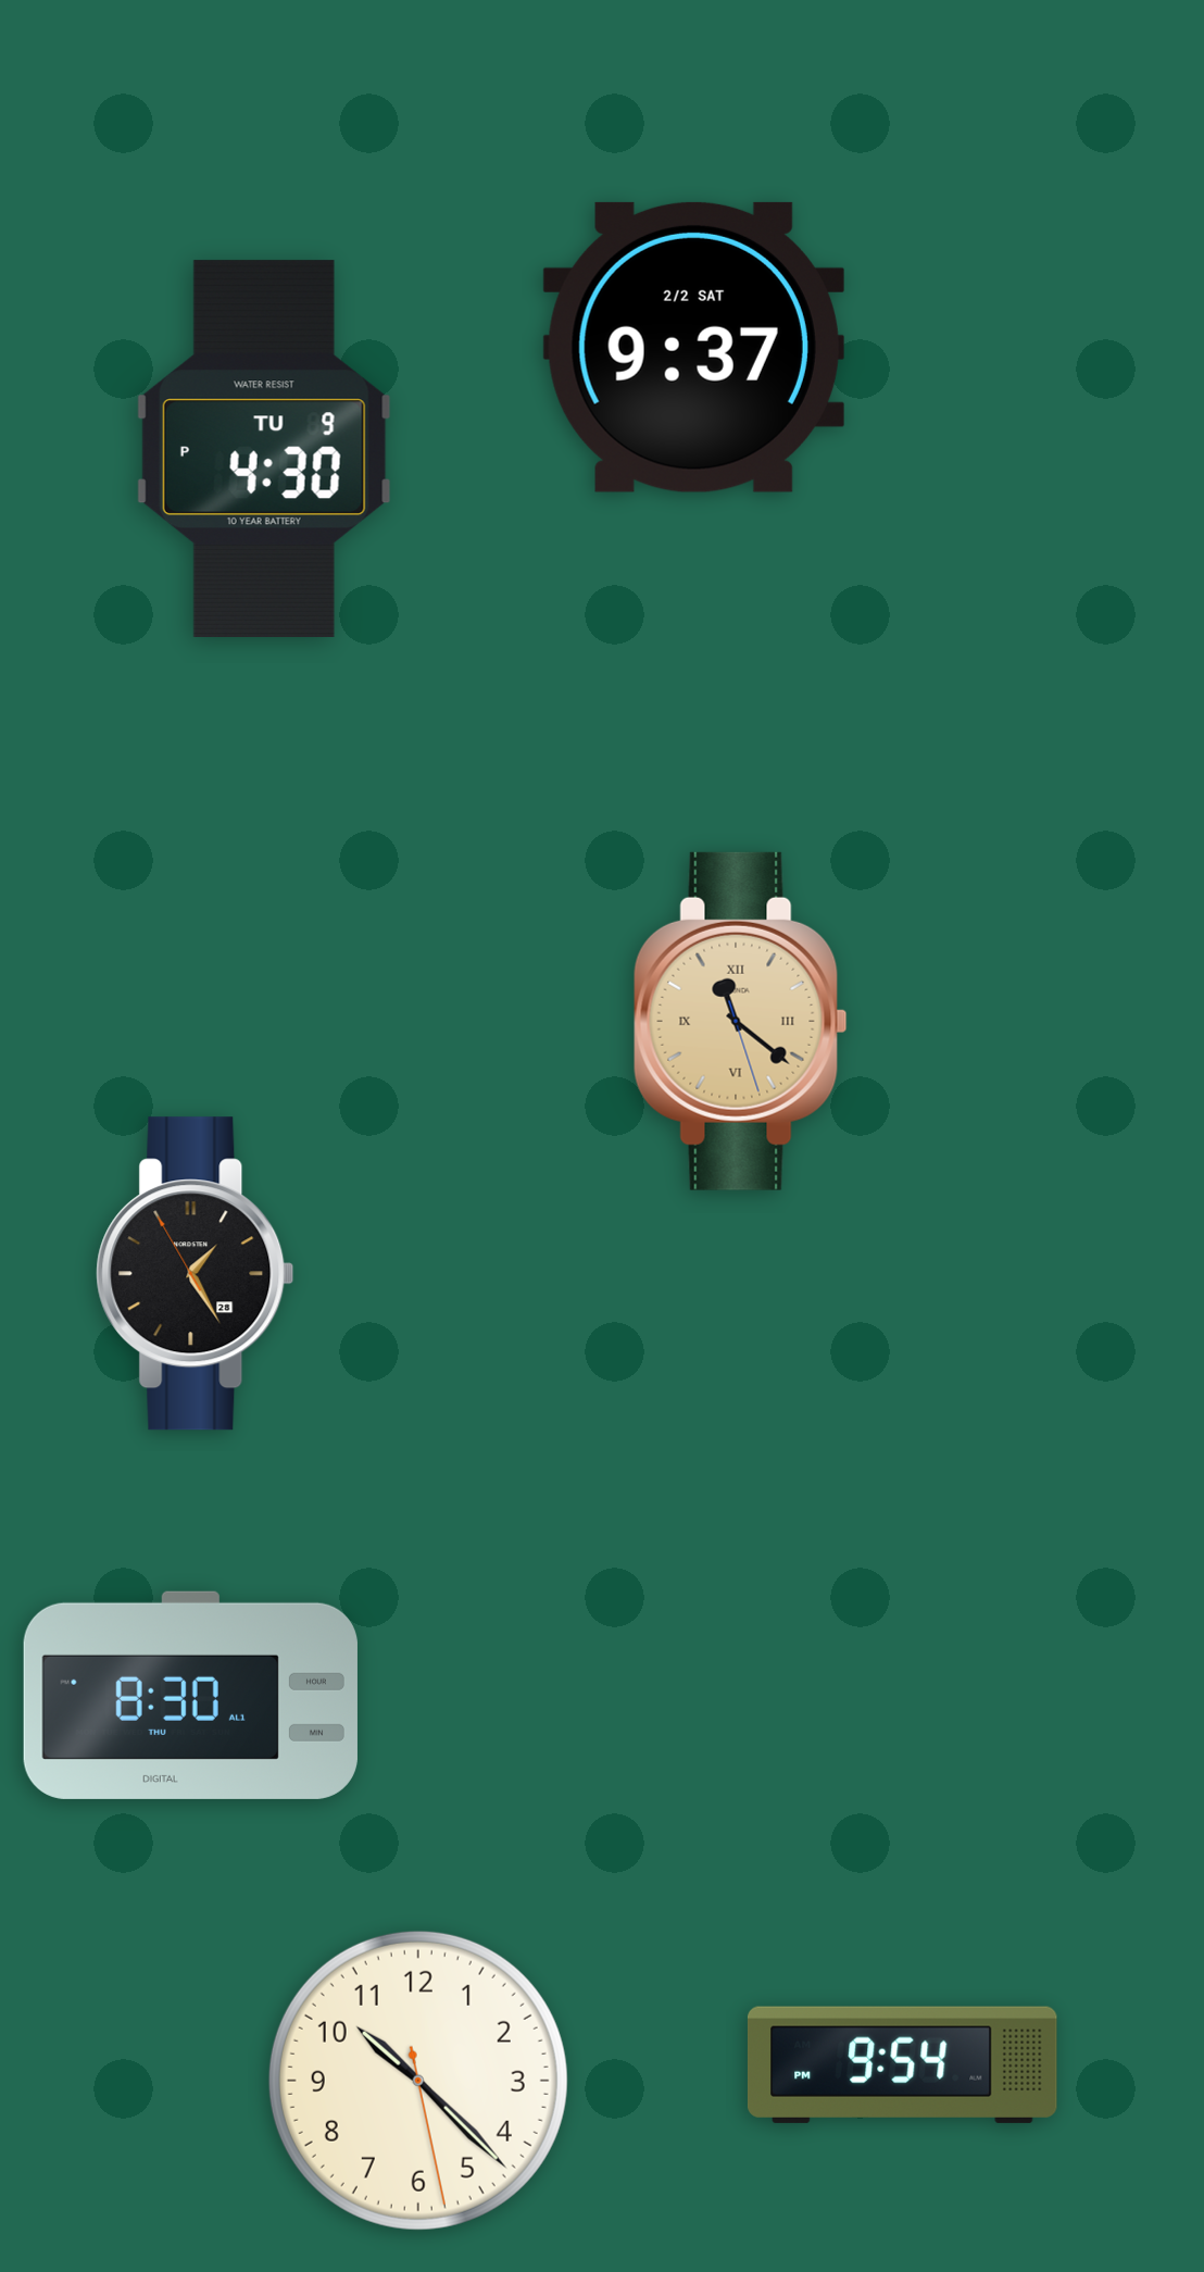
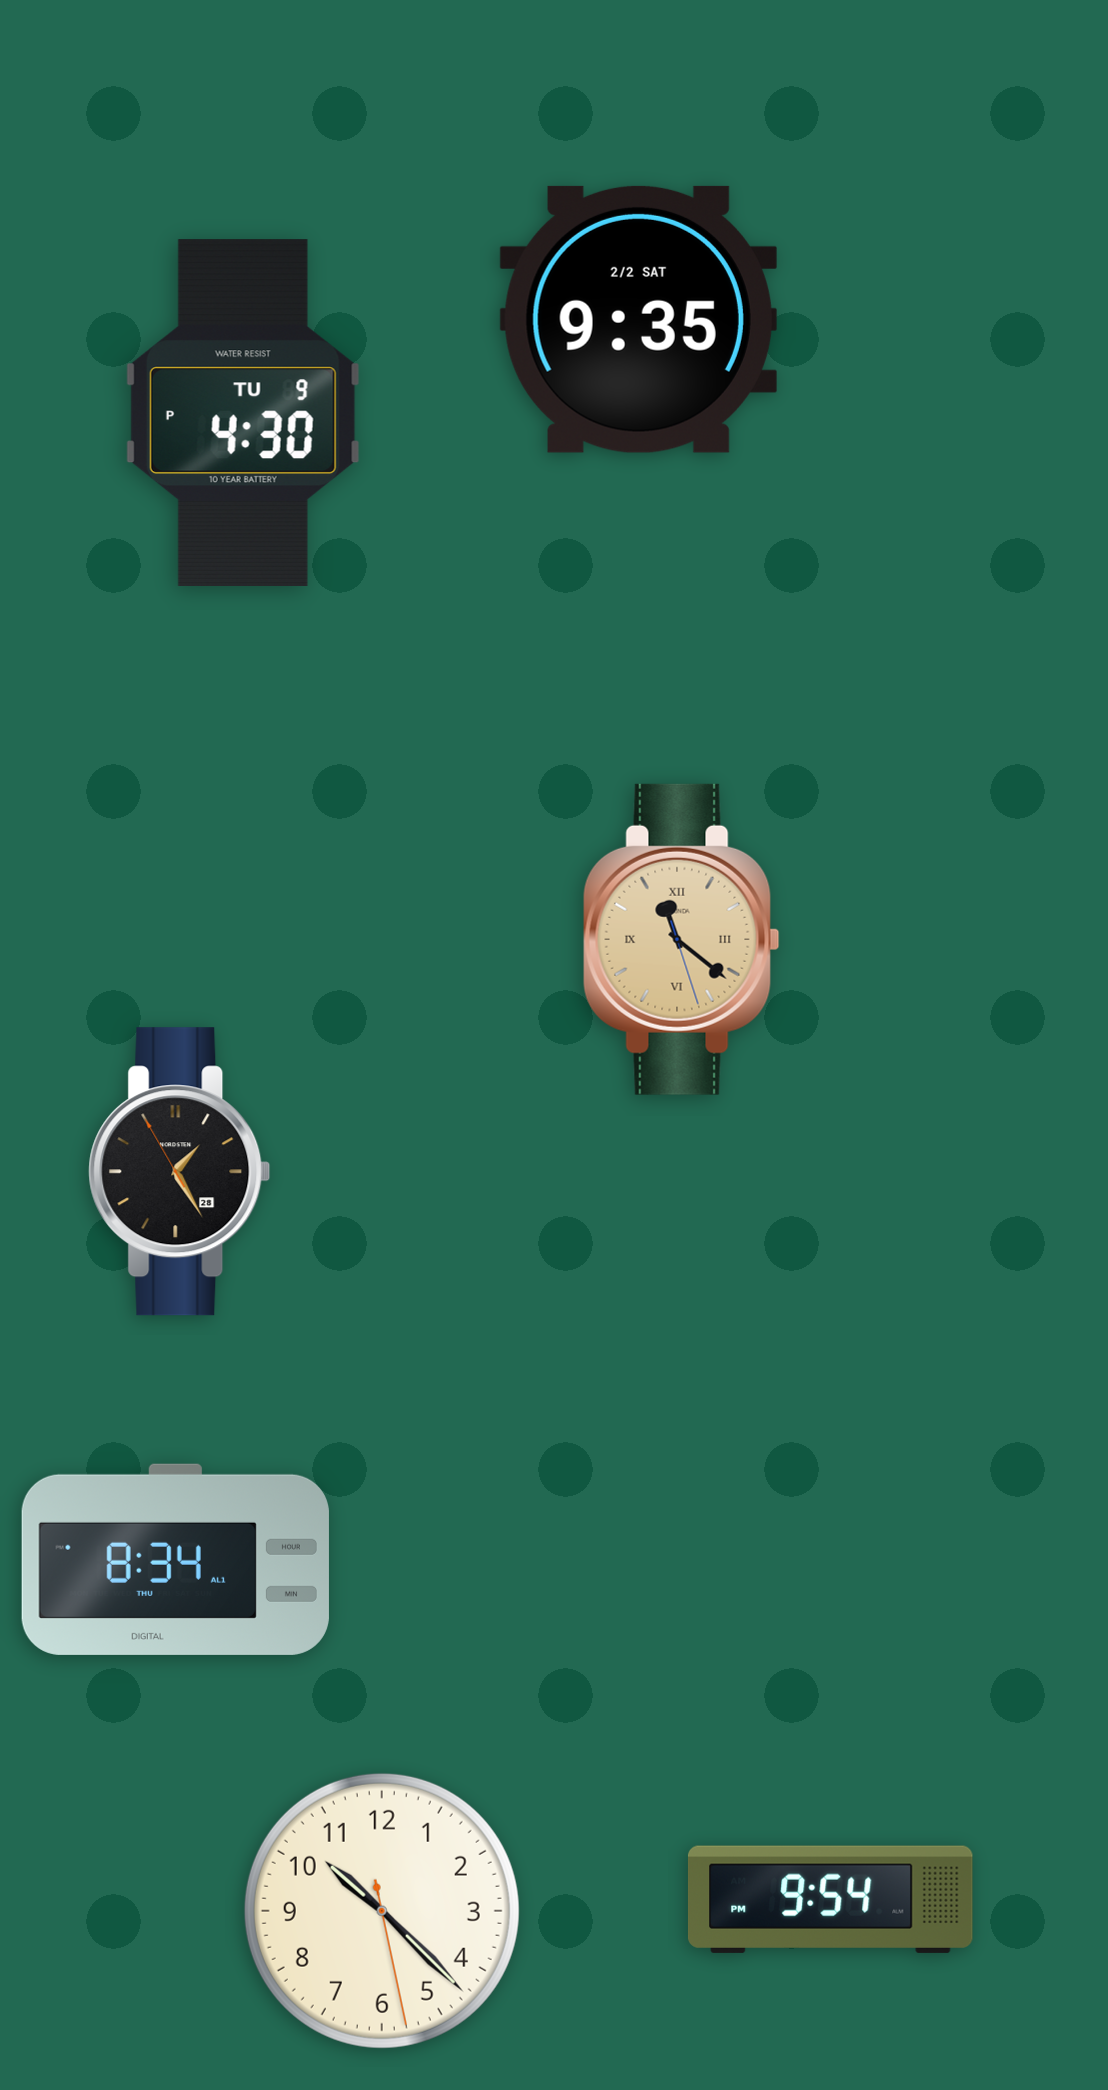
clock at (693, 347): 9:37 -> 9:35
clock at (190, 1695): 8:30 -> 8:34
clock at (418, 2081) position: (418, 2081) -> (382, 1911)
